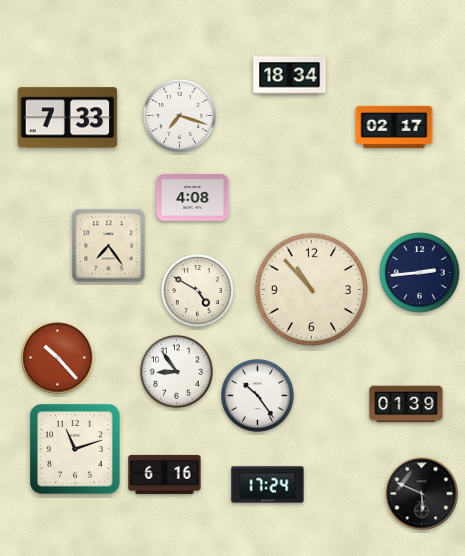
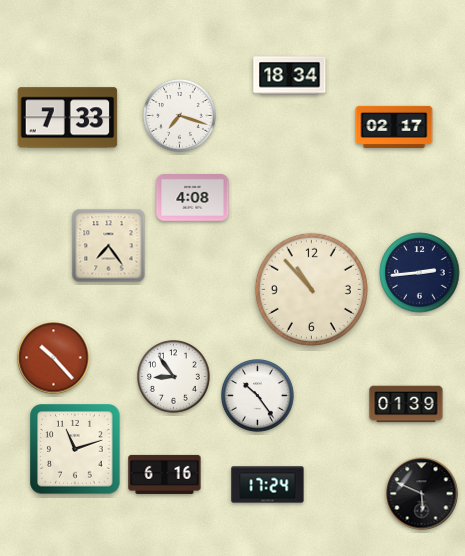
clock at (198, 291): 4:50 -> none
clock at (58, 358) position: (58, 358) -> (54, 358)
clock at (177, 372) position: (177, 372) -> (174, 377)
